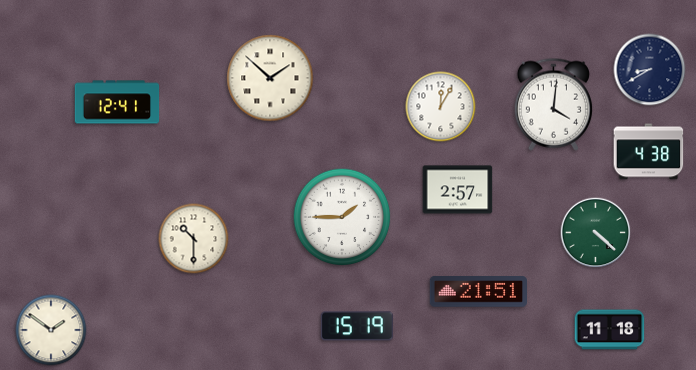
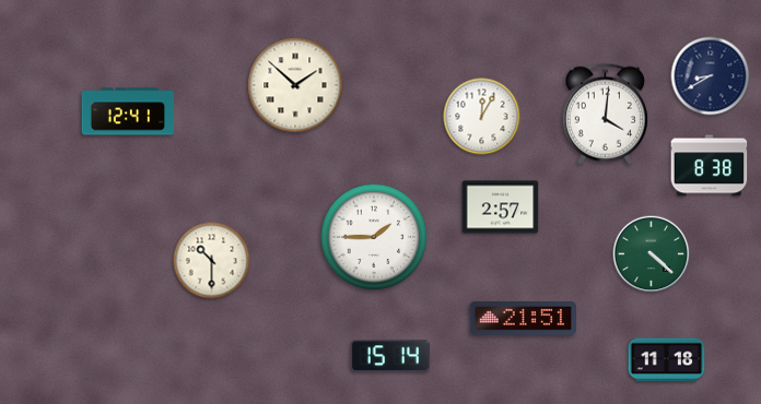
clock at (649, 152): 4:38 -> 8:38
clock at (357, 326): 15:19 -> 15:14
clock at (51, 330): 1:51 -> none
